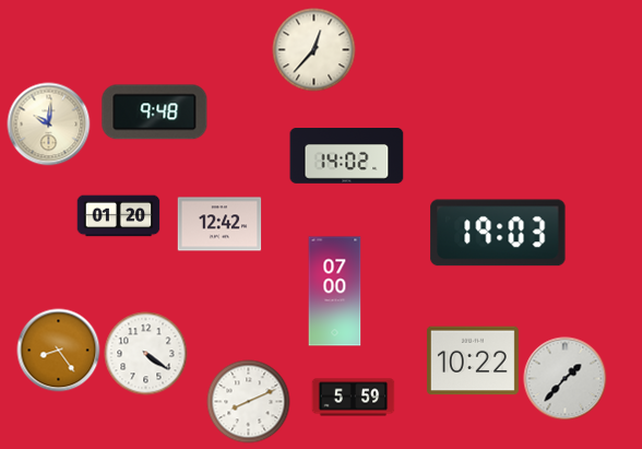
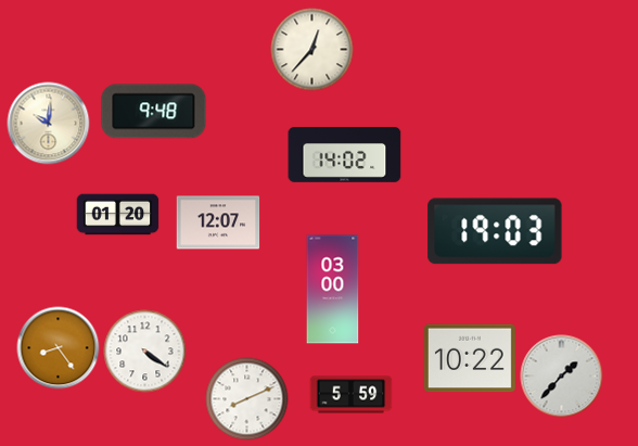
clock at (219, 224): 12:42 -> 12:07
clock at (335, 292): 07:00 -> 03:00
